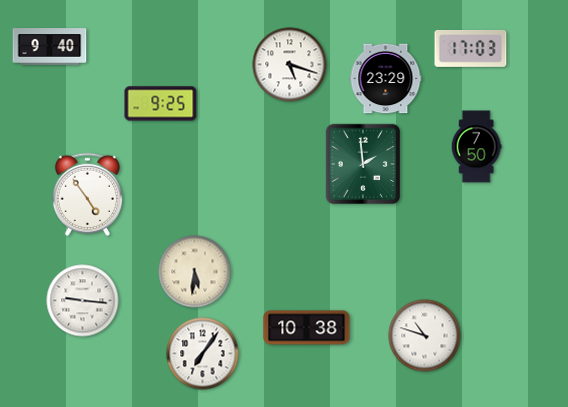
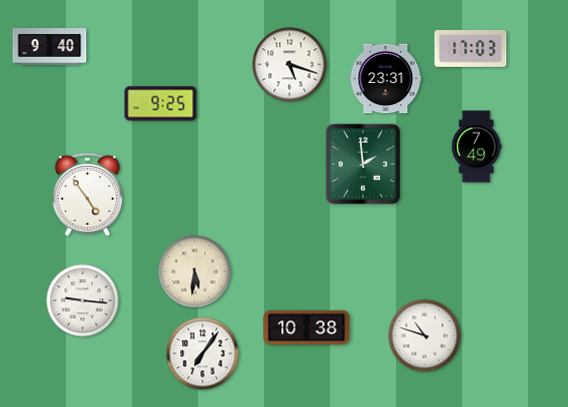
clock at (386, 79): 23:29 -> 23:31
clock at (476, 147): 7:50 -> 7:49
